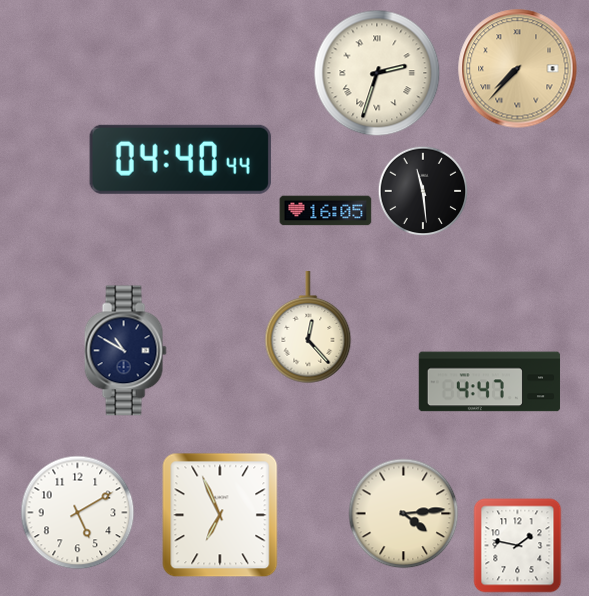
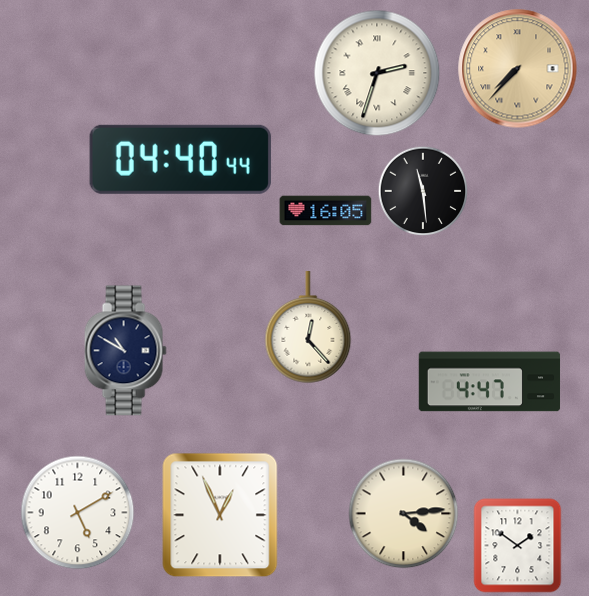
clock at (220, 515): 6:56 -> 12:56
clock at (518, 546): 1:47 -> 1:51
